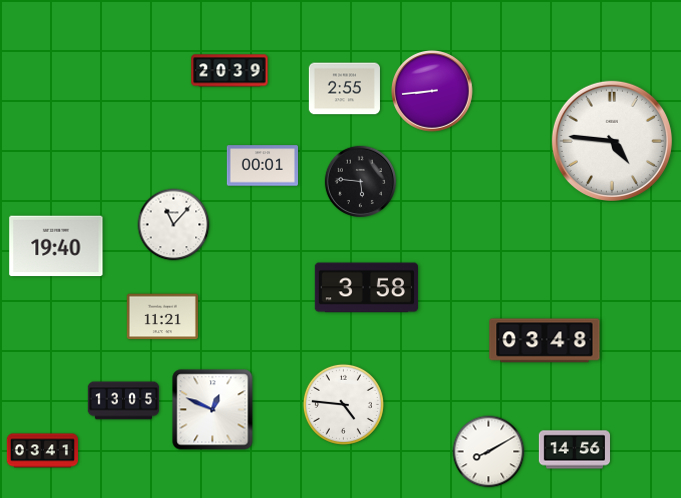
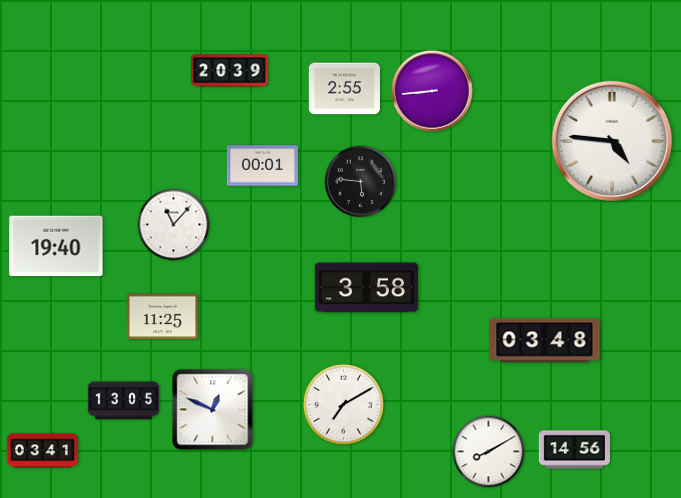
clock at (162, 317): 11:21 -> 11:25
clock at (343, 404): 4:46 -> 7:10
